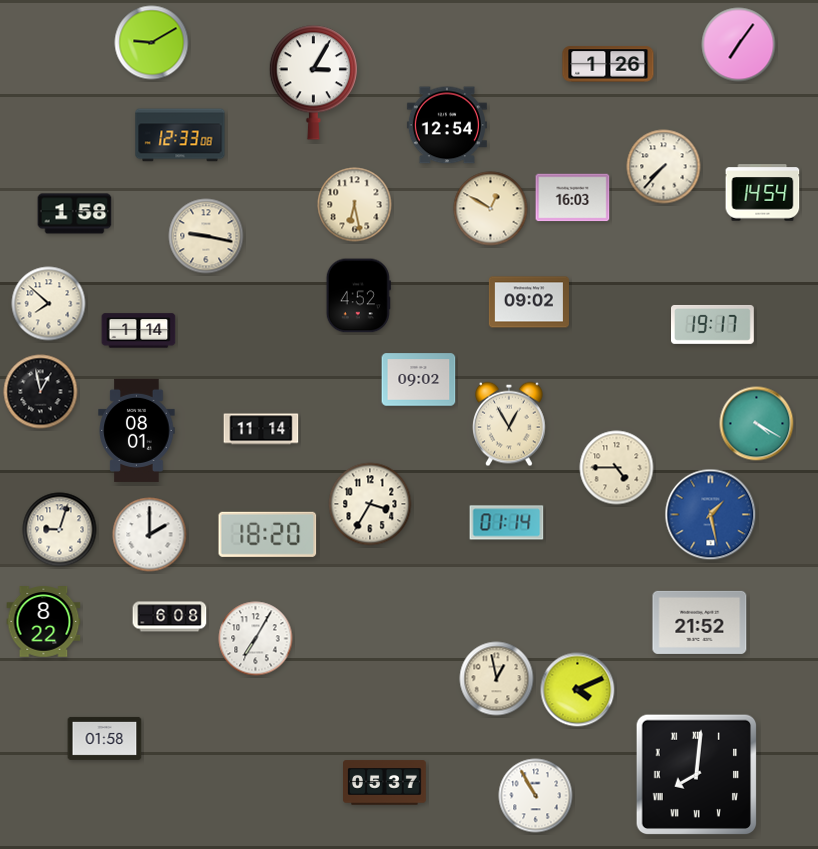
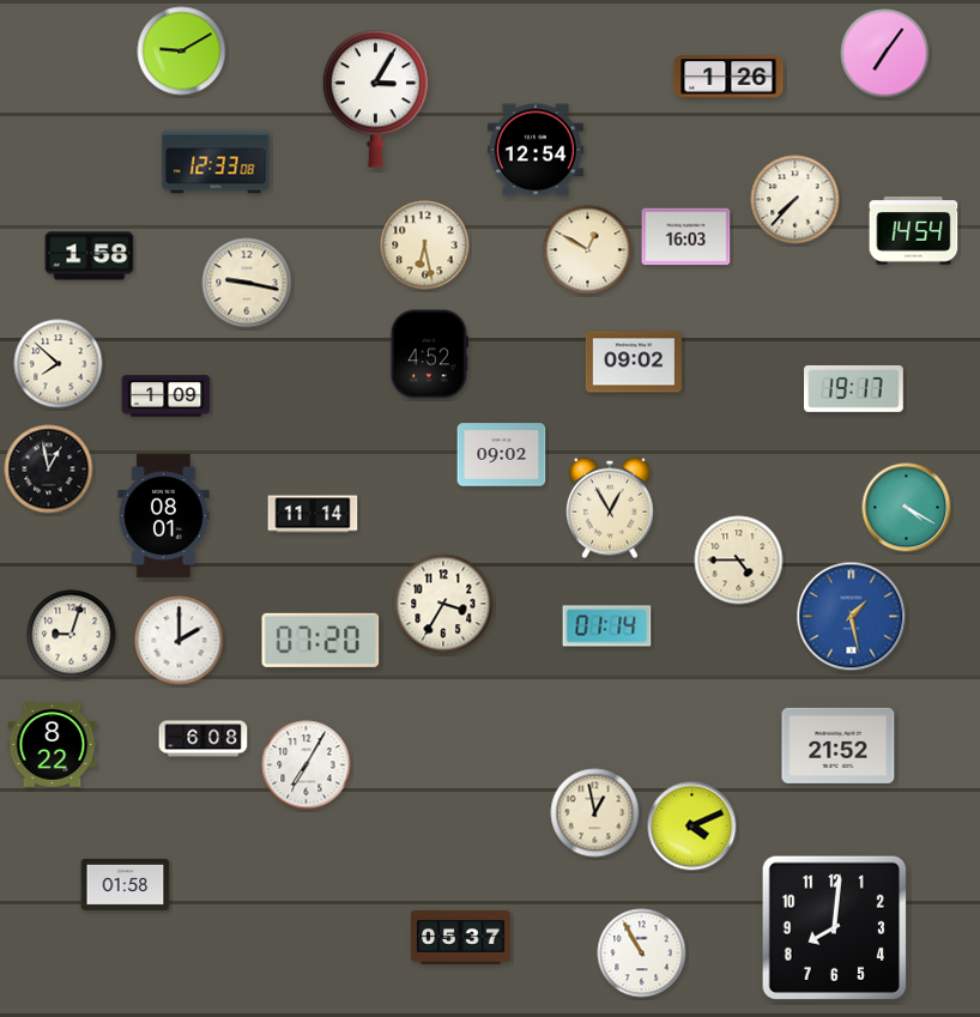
clock at (139, 331): 1:14 -> 1:09
clock at (268, 534): 18:20 -> 07:20
clock at (697, 775) numerals: Roman -> Arabic
